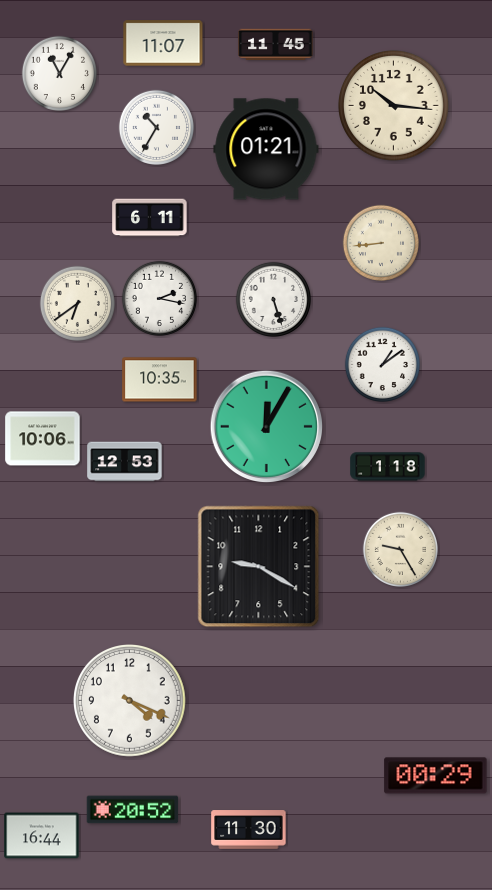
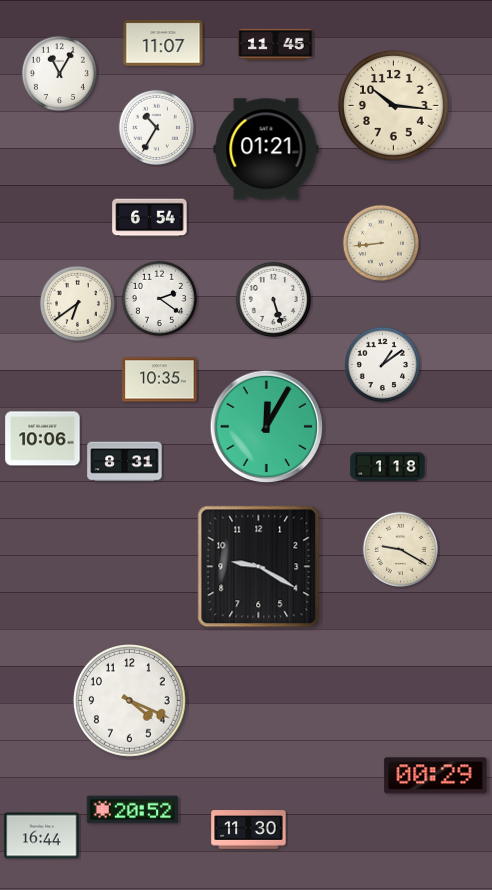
clock at (150, 218): 6:11 -> 6:54
clock at (159, 298): 2:17 -> 2:21
clock at (125, 462): 12:53 -> 8:31
clock at (400, 549): 9:25 -> 9:20
